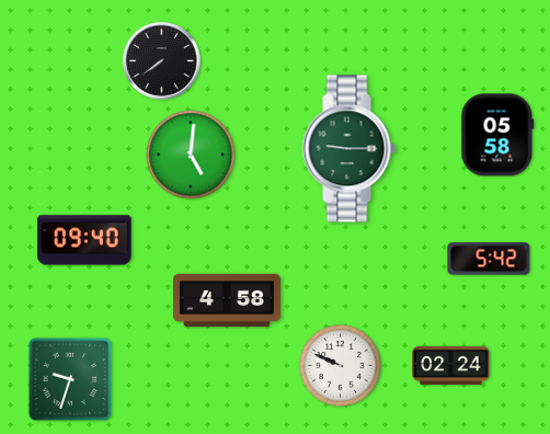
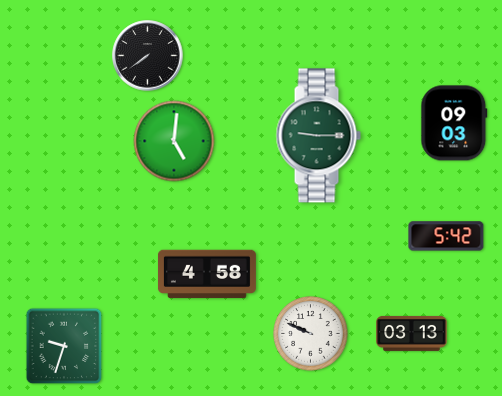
clock at (497, 135): 05:58 -> 09:03
clock at (84, 240): 09:40 -> none
clock at (451, 365): 02:24 -> 03:13
